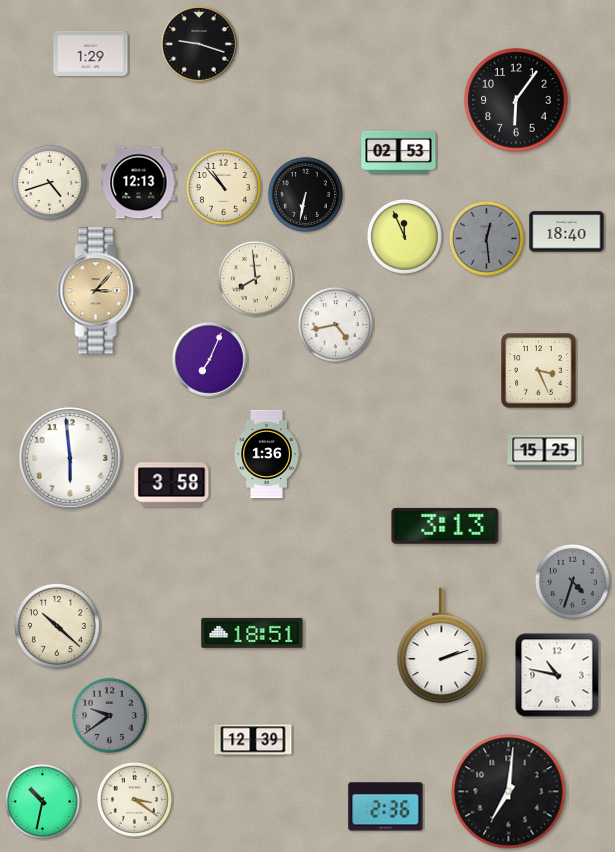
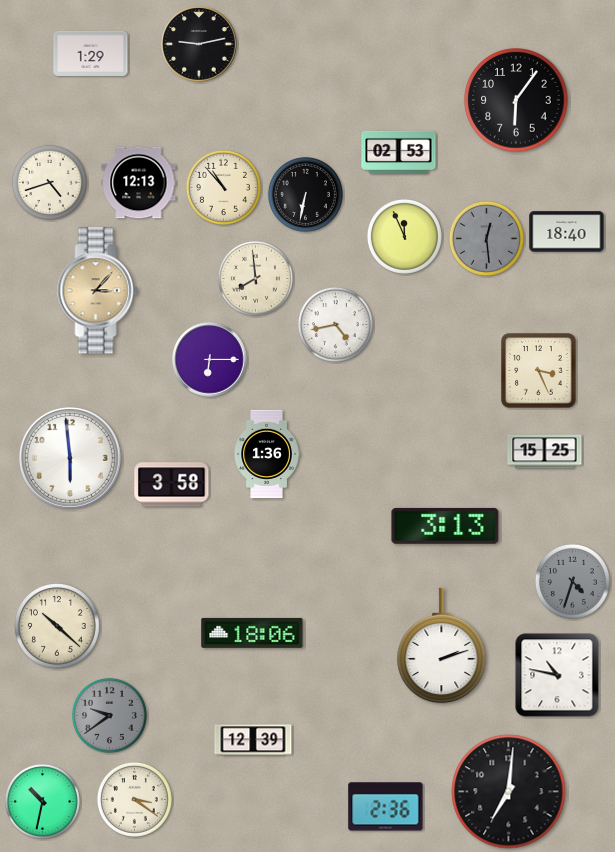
clock at (199, 44): 9:18 -> 9:13
clock at (210, 360): 7:04 -> 6:15
clock at (252, 633): 18:51 -> 18:06
